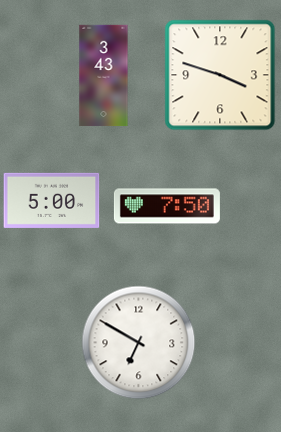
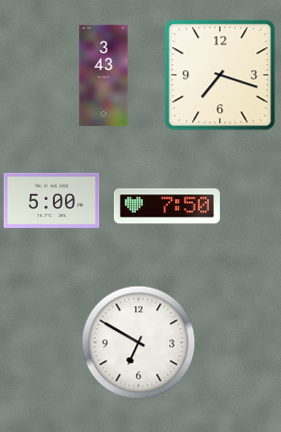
clock at (220, 75): 3:48 -> 7:18
